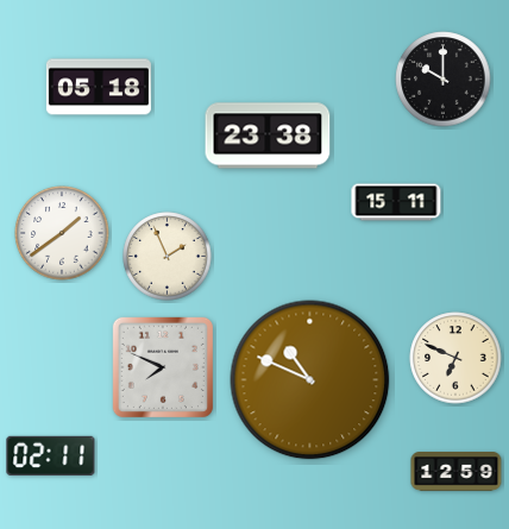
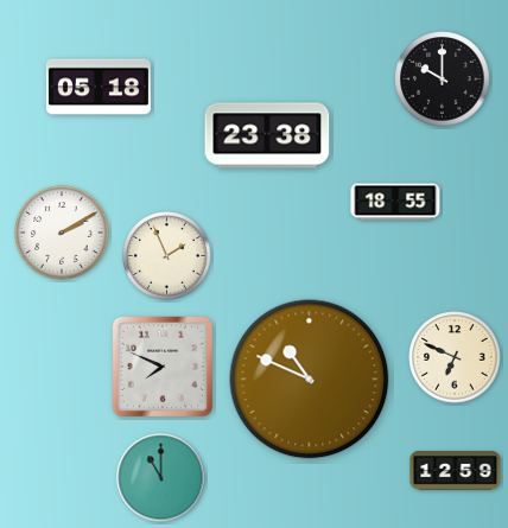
clock at (396, 202): 15:11 -> 18:55
clock at (62, 233): 1:39 -> 2:10
clock at (51, 455): 02:11 -> none
clock at (161, 478): none -> 11:00
